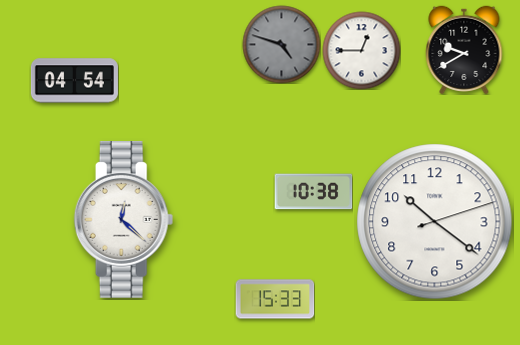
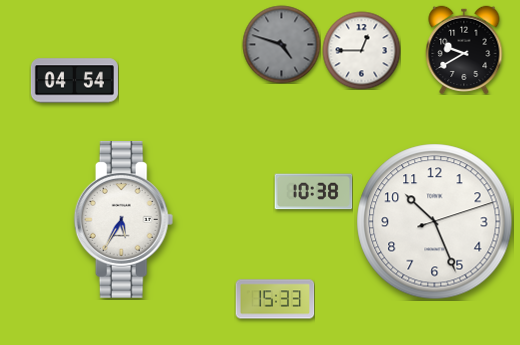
clock at (124, 219): 12:22 -> 5:35
clock at (435, 222): 10:21 -> 10:26
